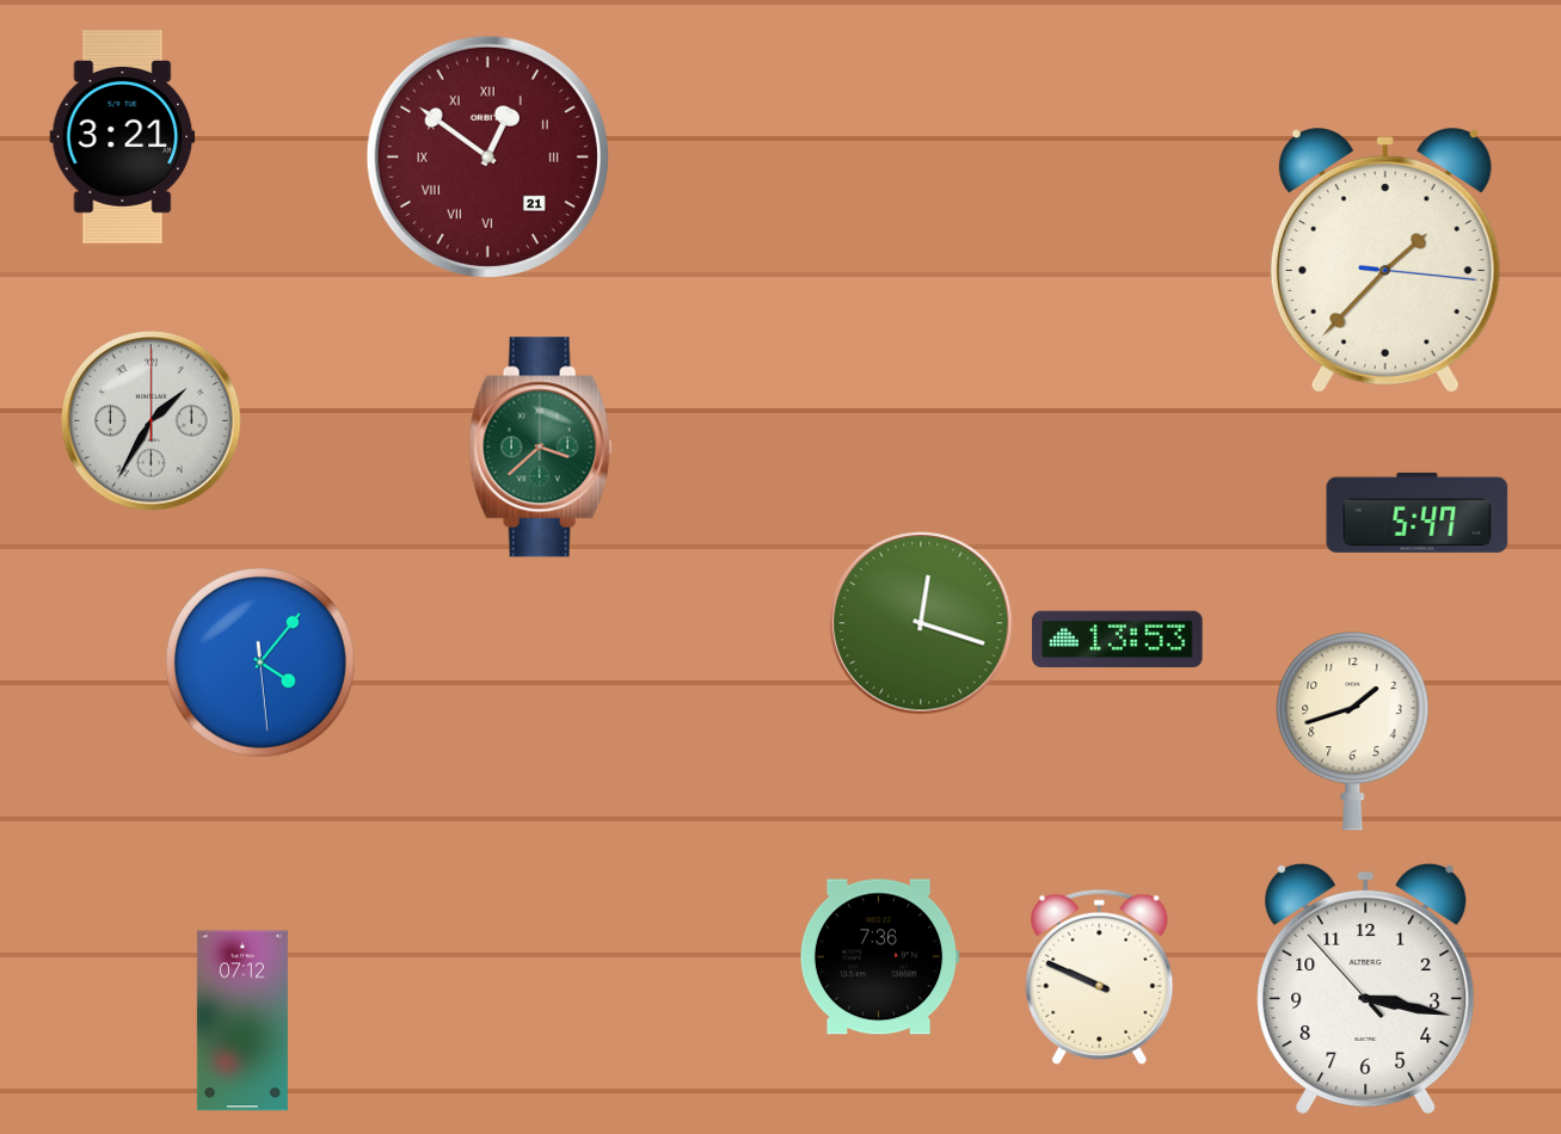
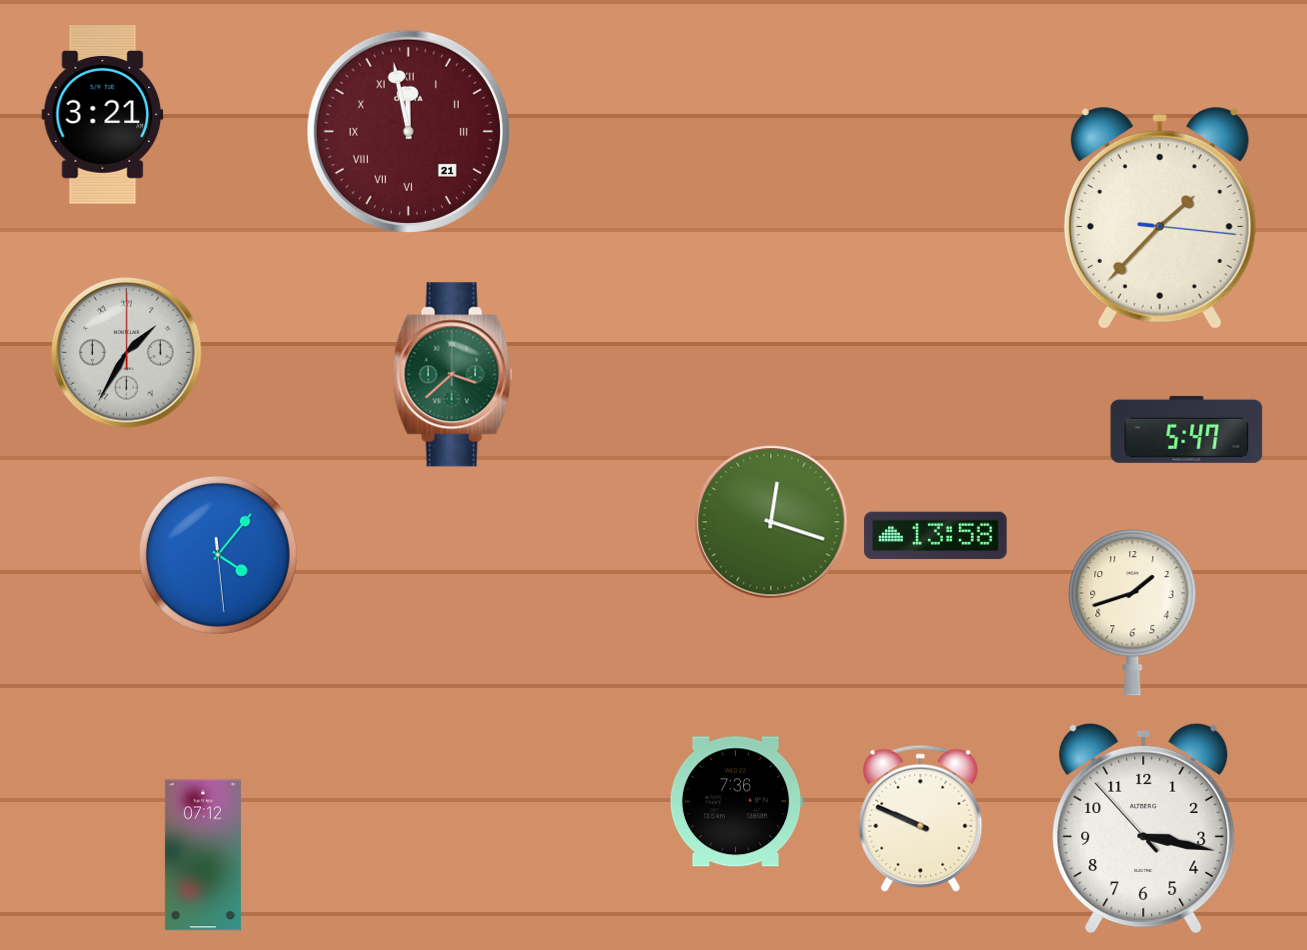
clock at (487, 156): 12:51 -> 11:58
clock at (1118, 640): 13:53 -> 13:58
